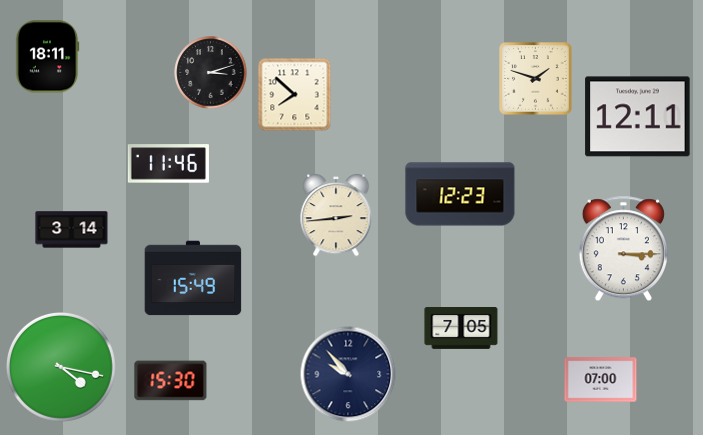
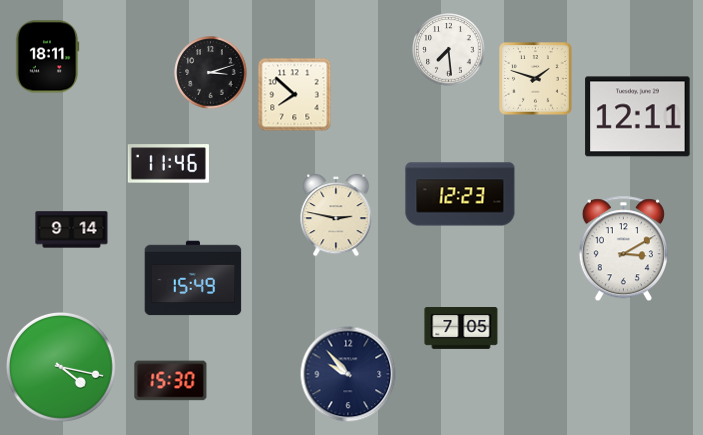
clock at (449, 50): none -> 7:29
clock at (336, 216): 2:44 -> 2:47
clock at (72, 230): 3:14 -> 9:14
clock at (623, 249): 3:15 -> 3:10
clock at (601, 380): 07:00 -> none
